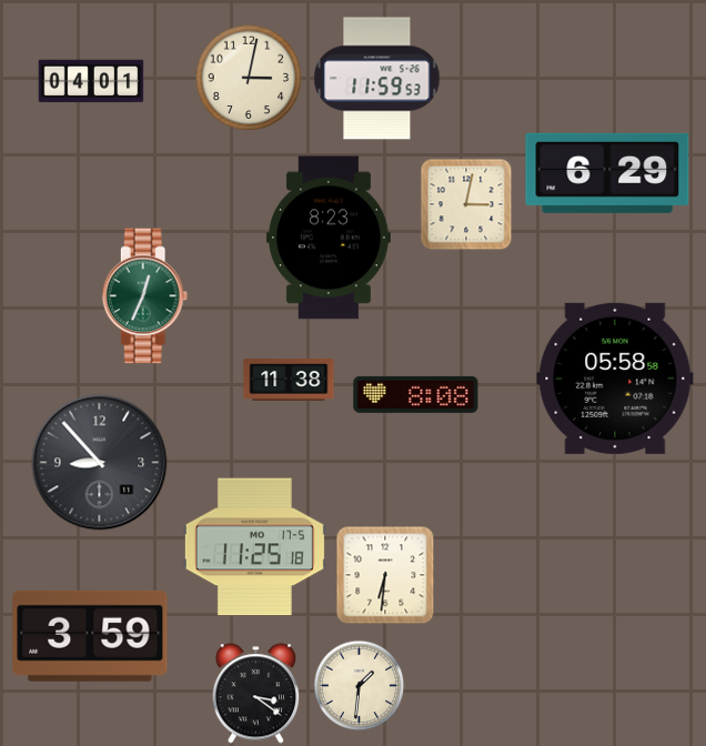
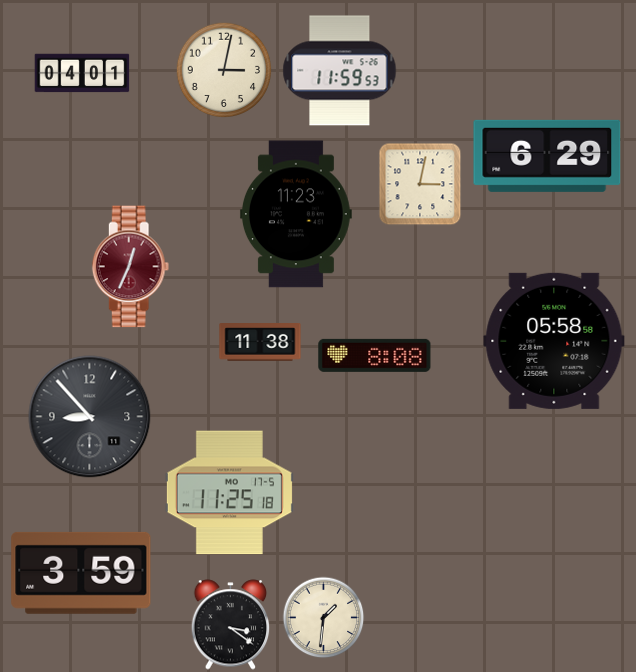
clock at (329, 238): 8:23 -> 11:23
clock at (145, 296) dial: green -> burgundy
clock at (385, 575): 6:31 -> none
